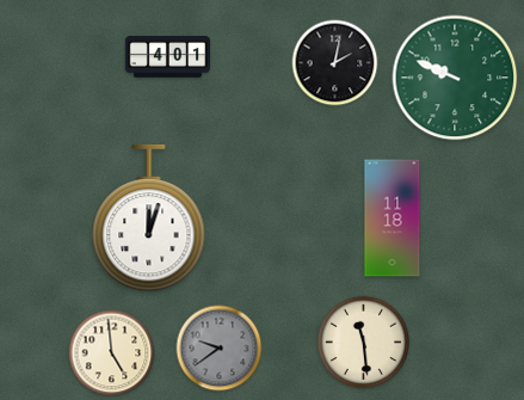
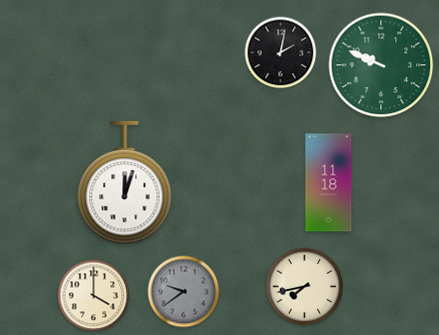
clock at (168, 57): 4:01 -> none
clock at (364, 343): 11:29 -> 7:43
clock at (112, 353): 4:59 -> 4:00
